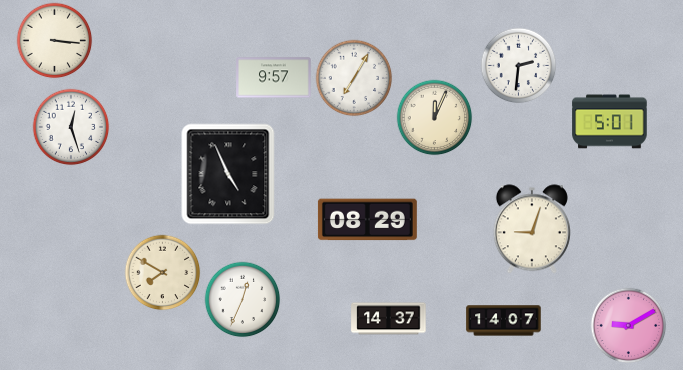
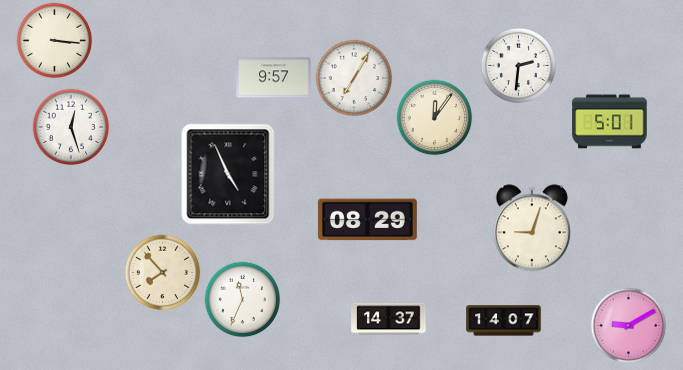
clock at (435, 118): 12:04 -> 12:06
clock at (163, 273): 7:50 -> 7:53
clock at (243, 300): 12:34 -> 11:34
